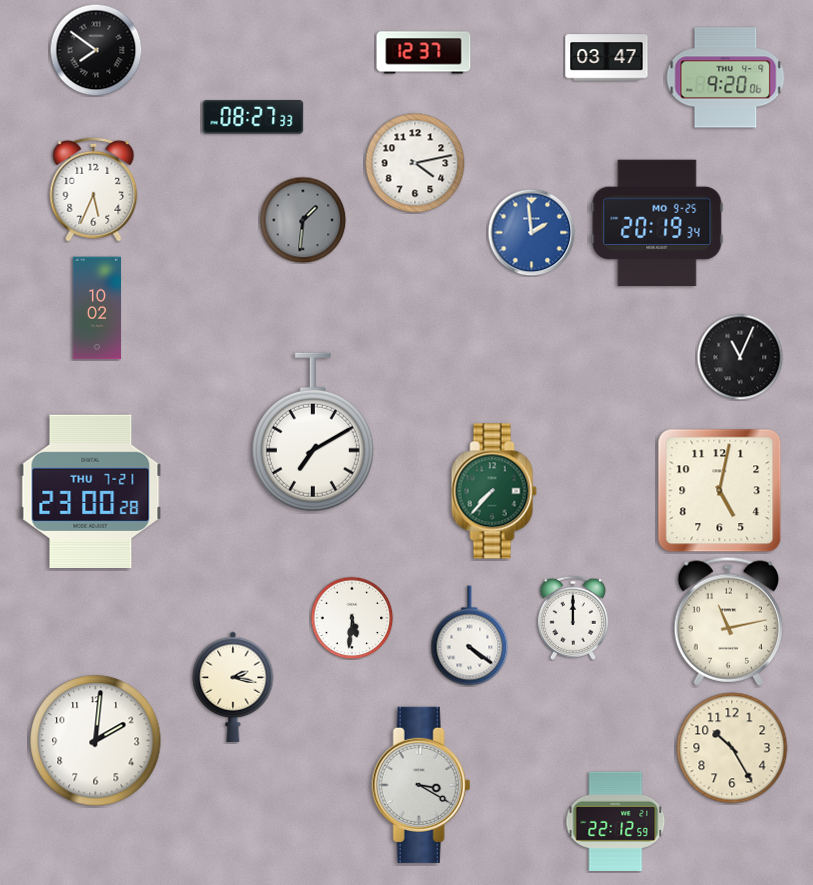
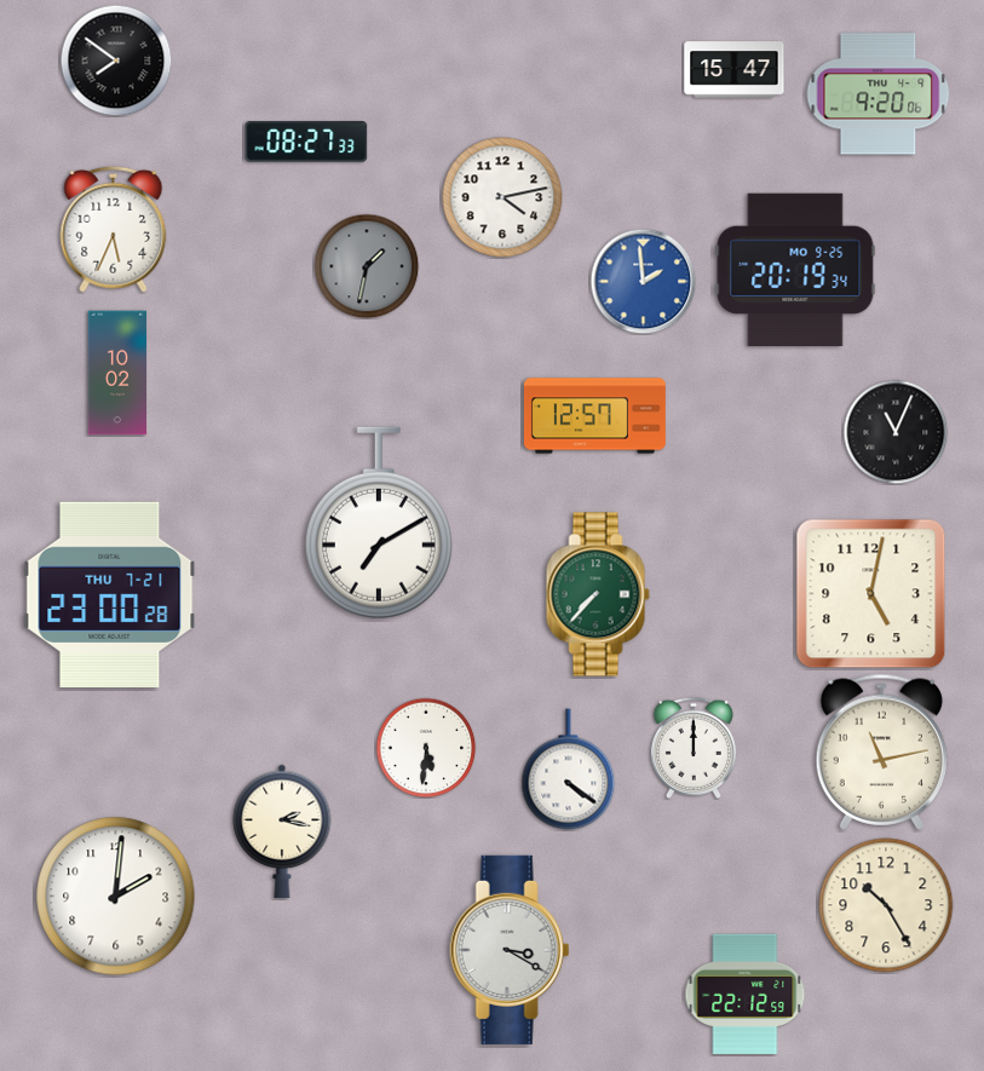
clock at (424, 53): 12:37 -> none
clock at (607, 58): 03:47 -> 15:47
clock at (303, 220): 1:31 -> 1:32
clock at (594, 416): none -> 12:57
